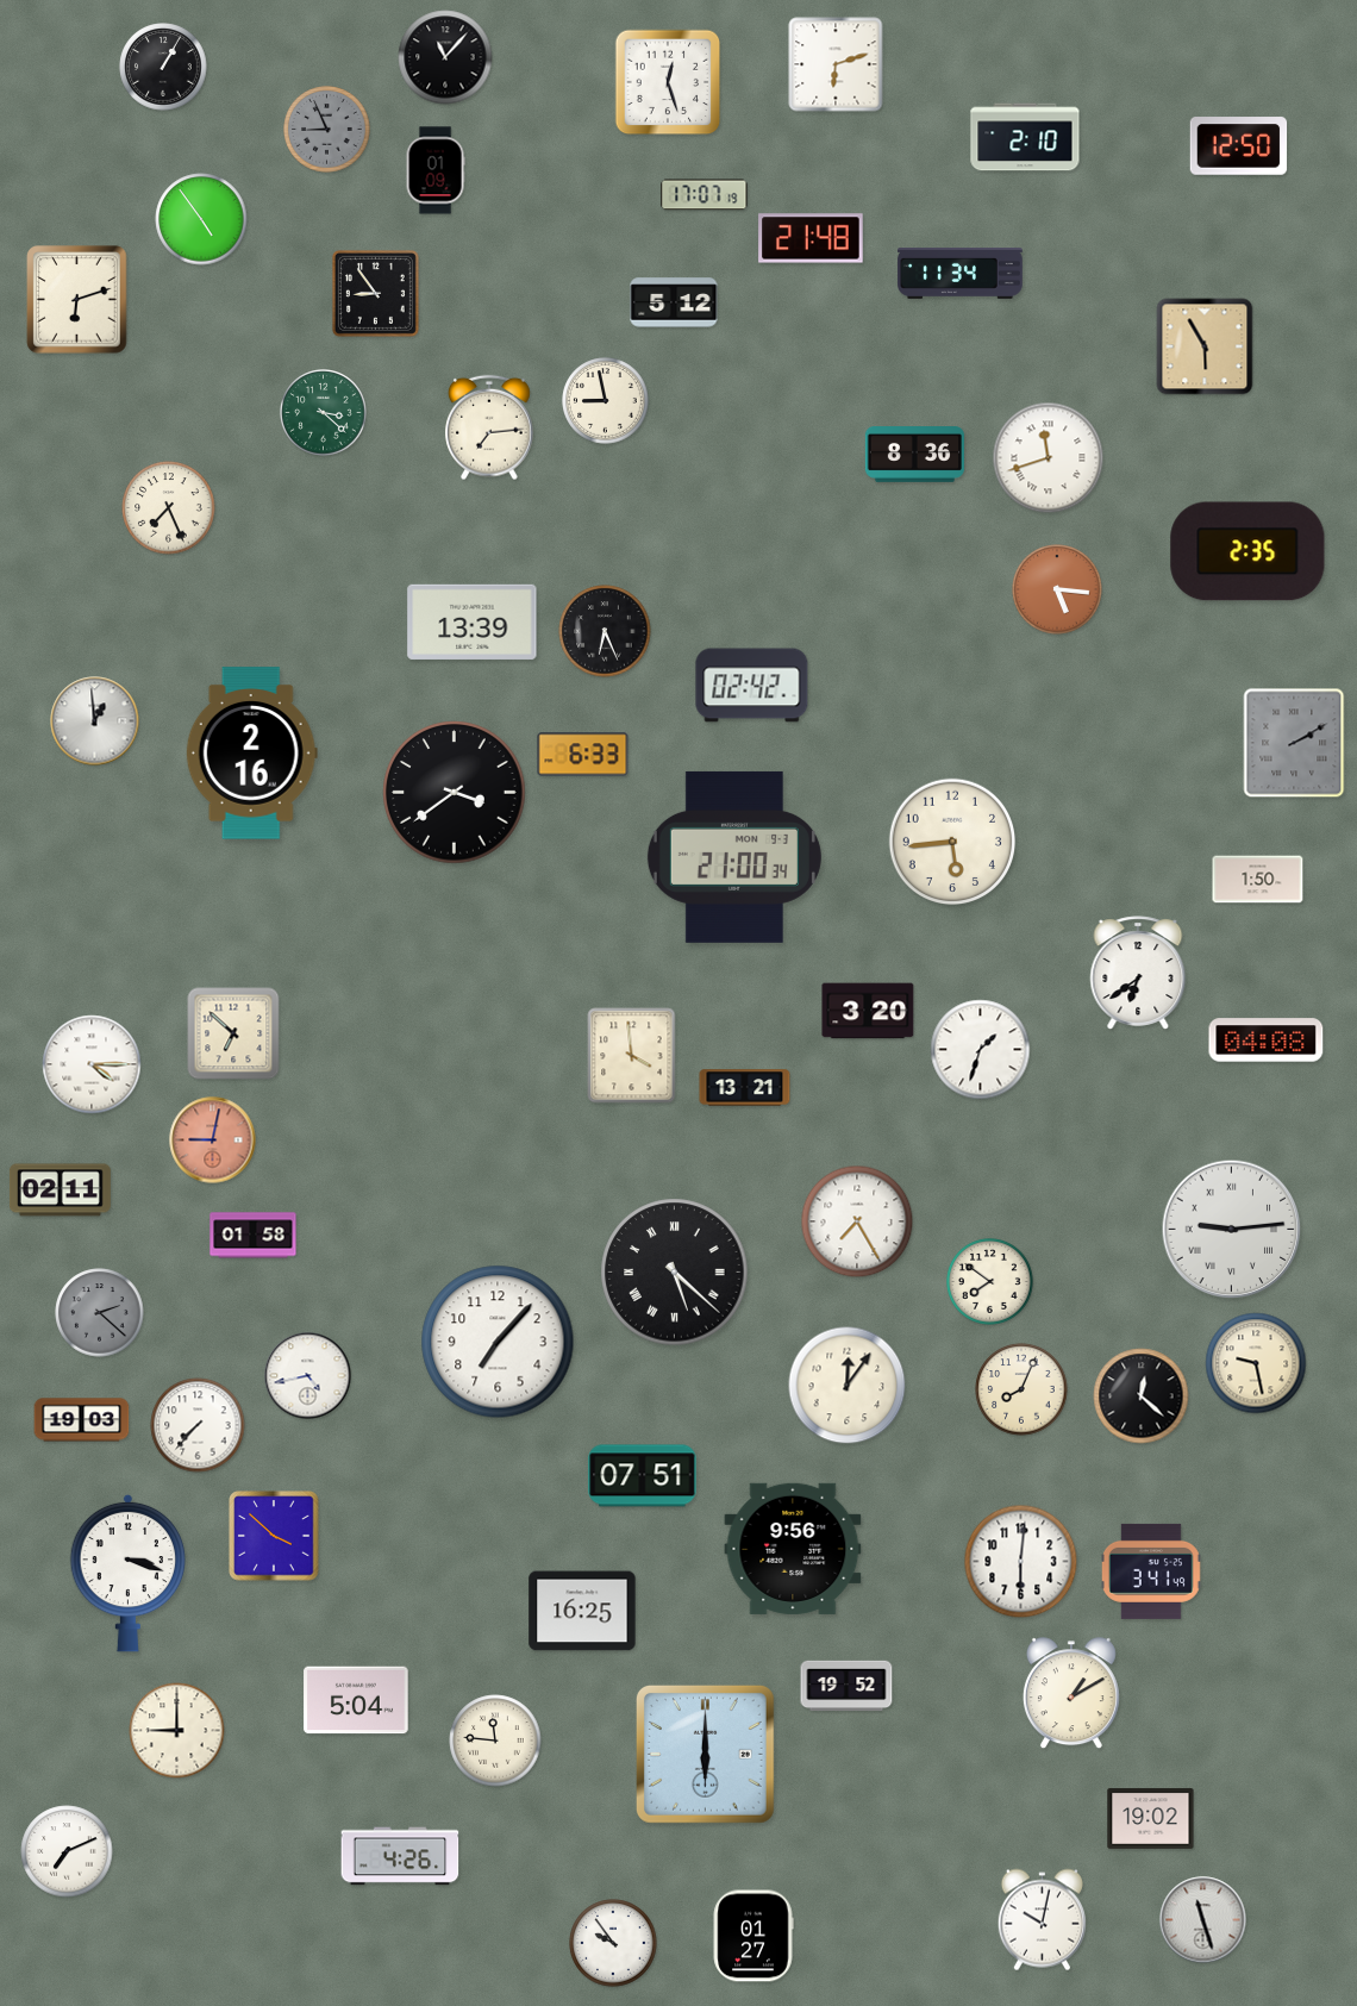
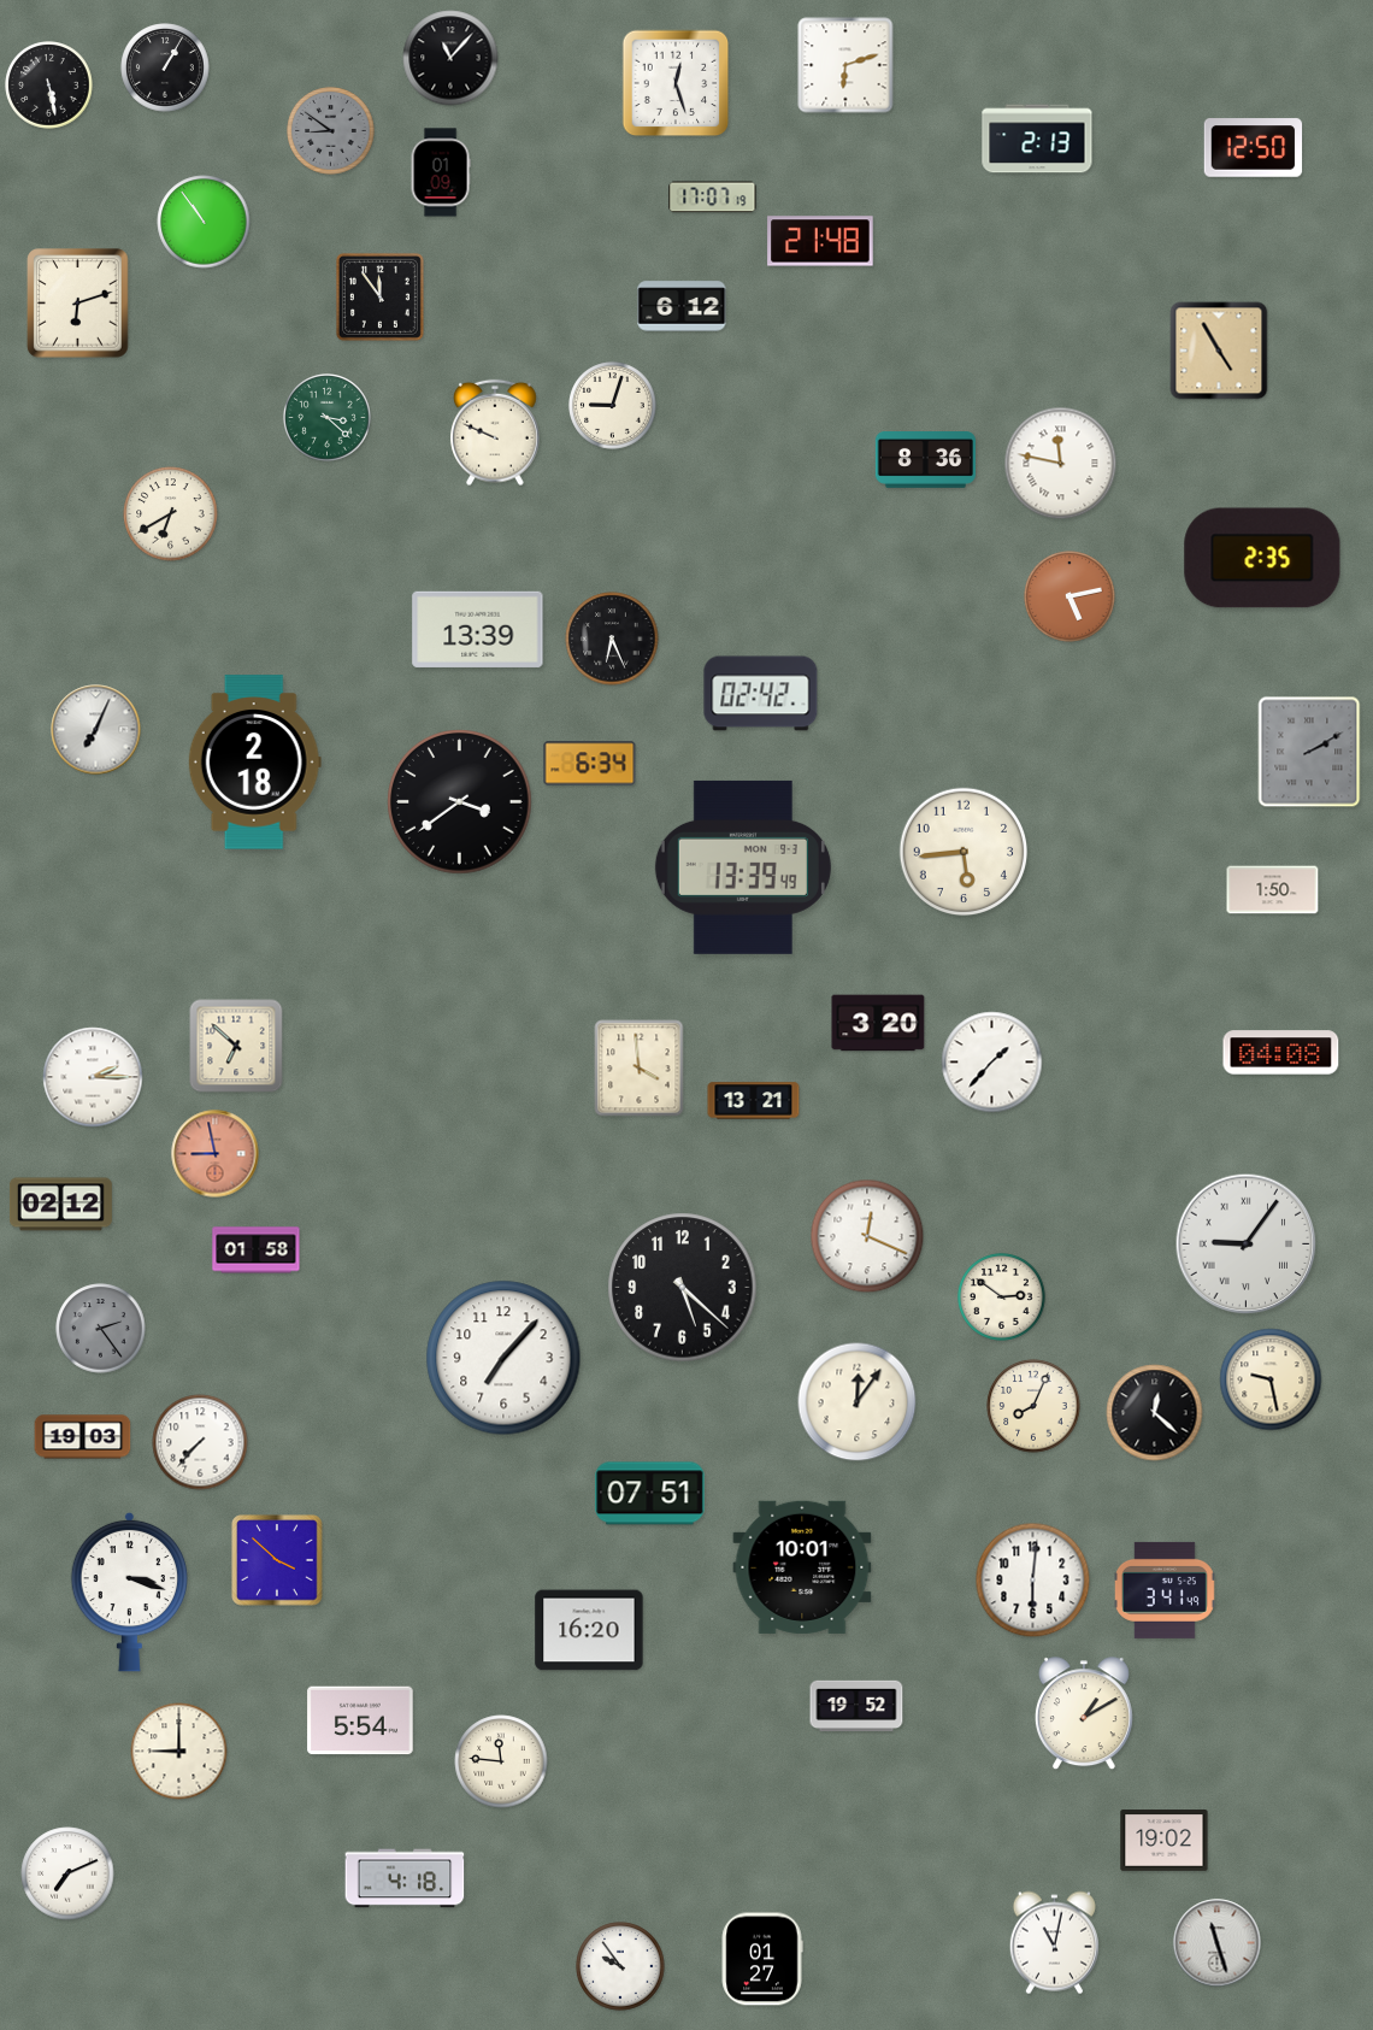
clock at (49, 86): none -> 5:28
clock at (327, 130): 8:56 -> 8:51
clock at (1025, 137): 2:10 -> 2:13
clock at (201, 219): 4:54 -> 10:54
clock at (961, 274): 11:34 -> none
clock at (375, 293): 8:54 -> 11:54
clock at (674, 302): 5:12 -> 6:12
clock at (1205, 346): 5:55 -> 4:55
clock at (606, 401): 8:58 -> 9:03
clock at (489, 427): 7:14 -> 9:49
clock at (1049, 458): 11:42 -> 11:47
clock at (169, 508): 7:26 -> 6:40
clock at (1057, 589): 5:16 -> 5:13
clock at (95, 721): 12:59 -> 7:04
clock at (251, 754): 2:16 -> 2:18
clock at (583, 755): 6:33 -> 6:34
clock at (734, 857): 21:00 -> 13:39
clock at (1138, 973): 6:39 -> none
clock at (981, 1050): 1:33 -> 1:37
clock at (92, 1064): 4:15 -> 2:15
clock at (213, 1141): 9:02 -> 8:58
clock at (60, 1191): 02:11 -> 02:12
clock at (857, 1221): 7:25 -> 12:19
clock at (1232, 1230): 9:14 -> 9:06
clock at (675, 1273) numerals: Roman -> Arabic
clock at (990, 1282): 7:51 -> 2:51
clock at (100, 1313): 2:22 -> 2:24
clock at (308, 1376): 4:43 -> none
clock at (274, 1536) position: (274, 1536) -> (277, 1560)
clock at (793, 1549): 9:56 -> 10:01
clock at (582, 1611): 16:25 -> 16:20
clock at (356, 1700): 5:04 -> 5:54
clock at (706, 1755): 6:00 -> none
clock at (400, 1856): 4:26 -> 4:18
clock at (1042, 1920): 10:02 -> 11:02
